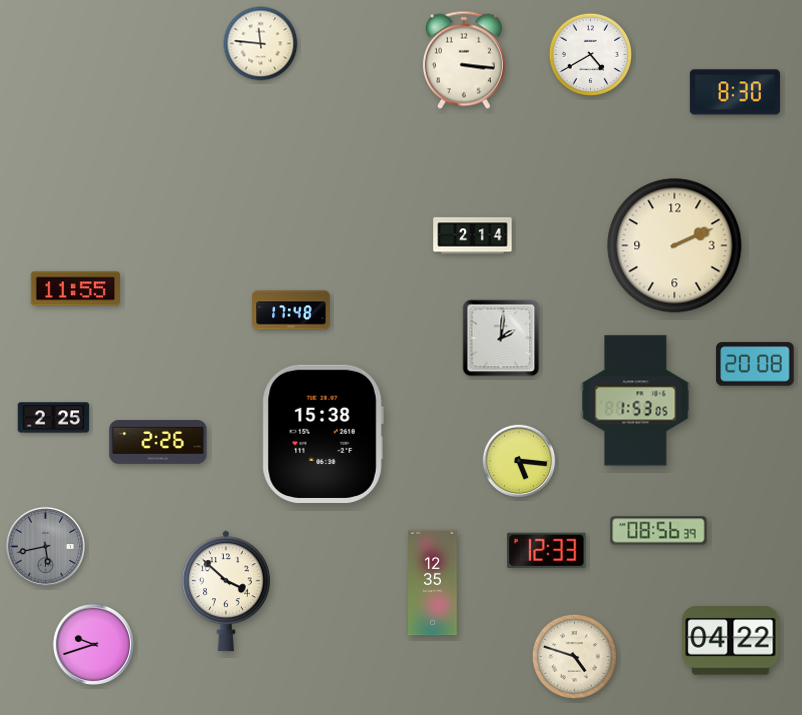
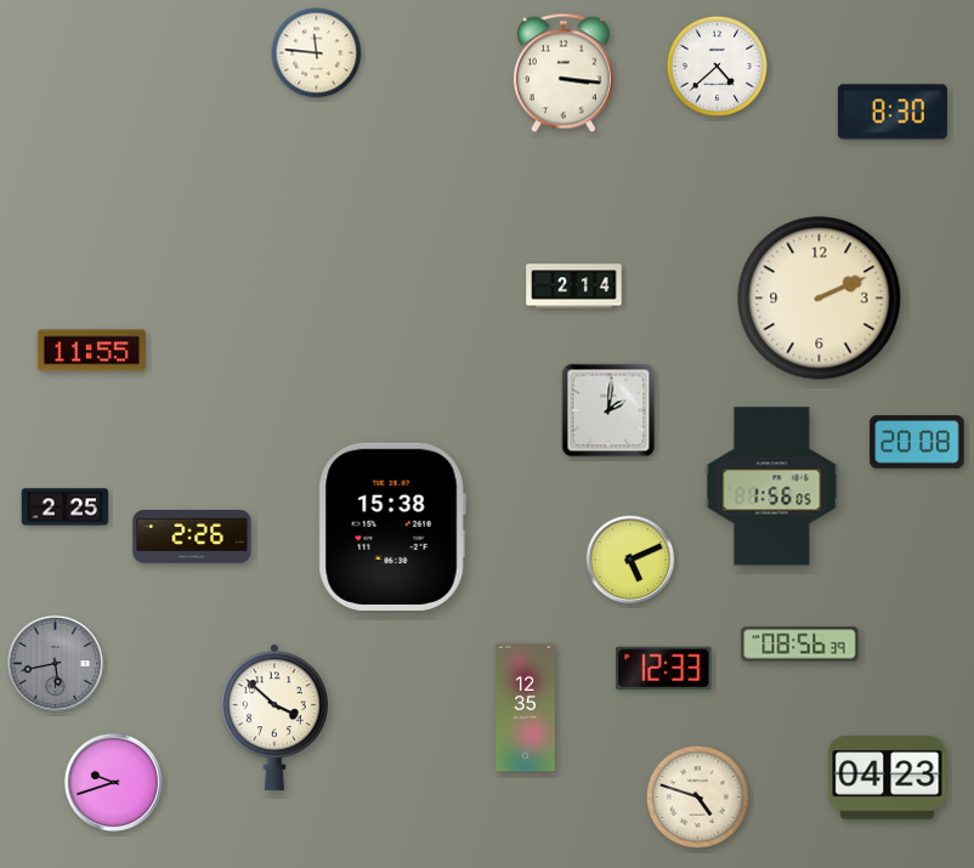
clock at (590, 54): 4:40 -> 4:38
clock at (291, 310): 17:48 -> none
clock at (636, 401): 1:53 -> 1:56
clock at (519, 461): 5:16 -> 5:11
clock at (731, 641): 04:22 -> 04:23
